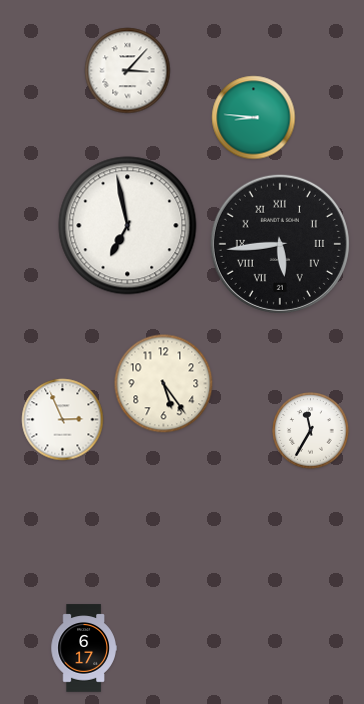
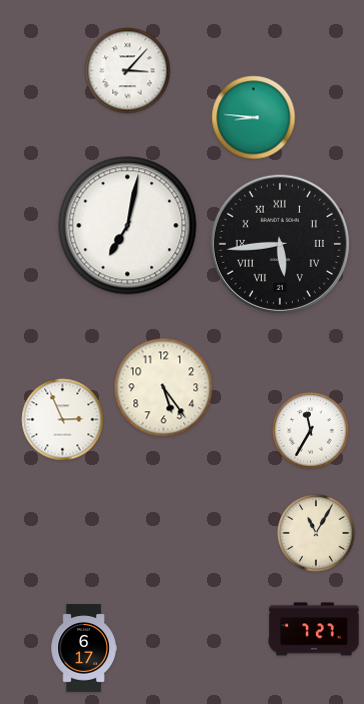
clock at (128, 226): 6:58 -> 7:02
clock at (164, 384) position: (164, 384) -> (164, 388)
clock at (316, 533): none -> 11:05
clock at (314, 629): none -> 7:27
